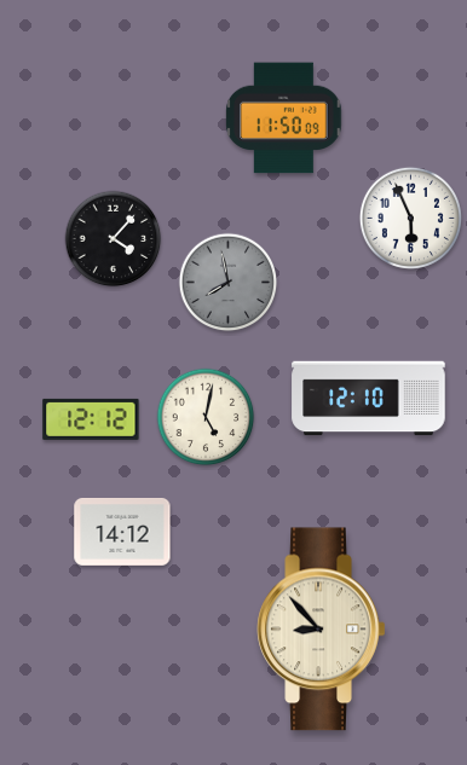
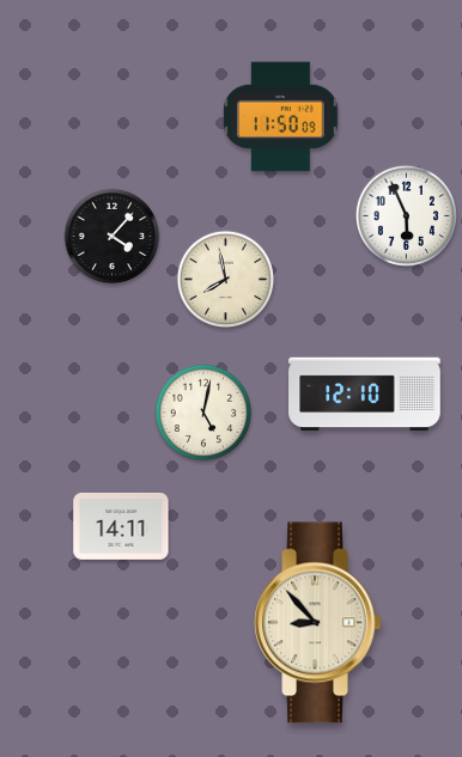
clock at (229, 283) dial: grey -> cream
clock at (91, 419): 12:12 -> none
clock at (122, 533): 14:12 -> 14:11
